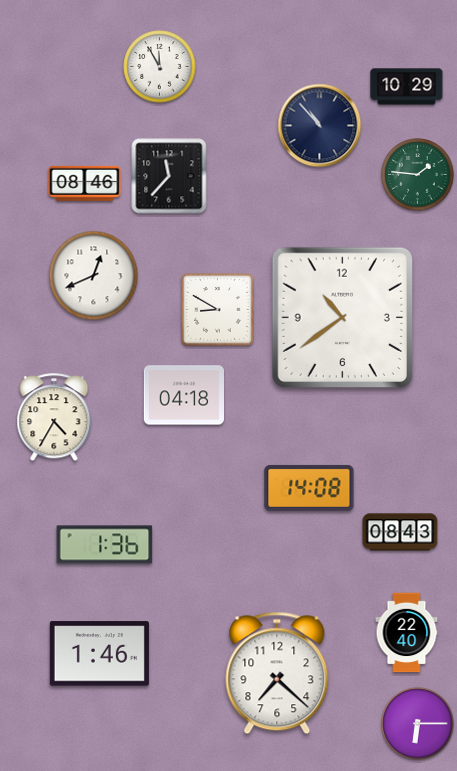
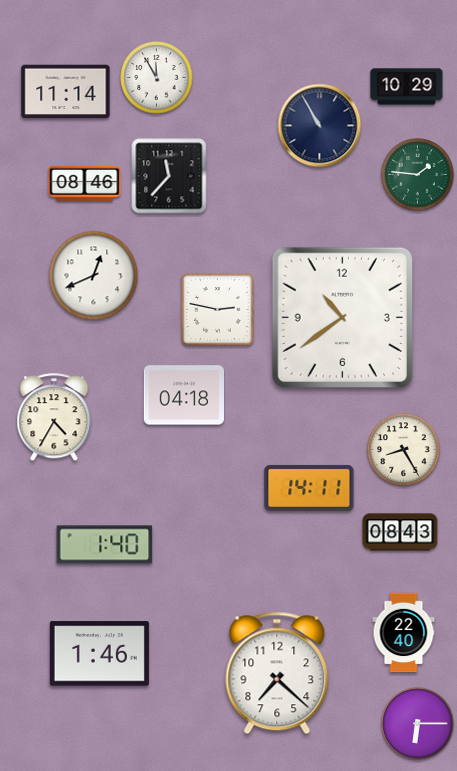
clock at (160, 67) position: (160, 67) -> (157, 78)
clock at (66, 92): none -> 11:14
clock at (320, 126): 10:53 -> 10:55
clock at (218, 310): 8:50 -> 2:47
clock at (404, 450): none -> 8:25
clock at (309, 488): 14:08 -> 14:11
clock at (105, 545): 1:36 -> 1:40
clock at (407, 633) position: (407, 633) -> (404, 633)
